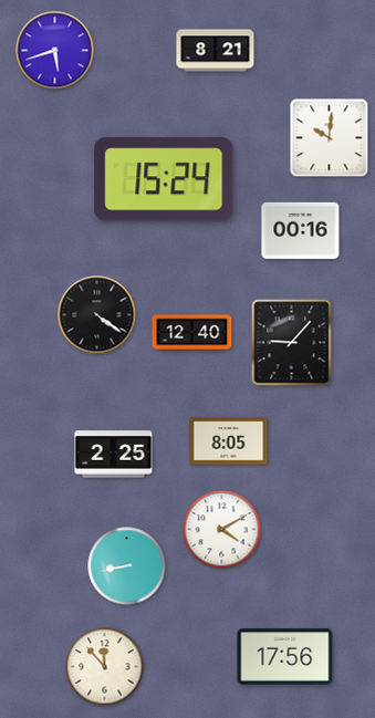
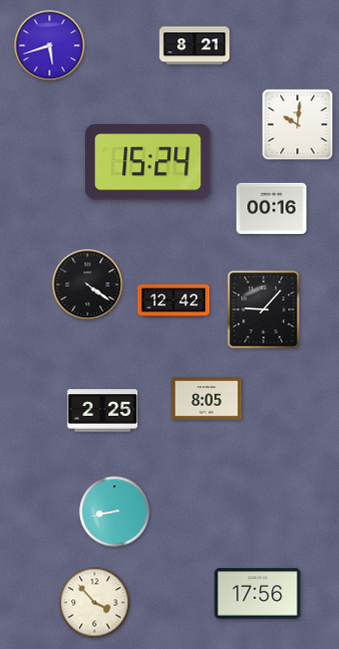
clock at (192, 333): 12:40 -> 12:42
clock at (222, 530): 4:10 -> none
clock at (105, 667): 11:53 -> 3:53
